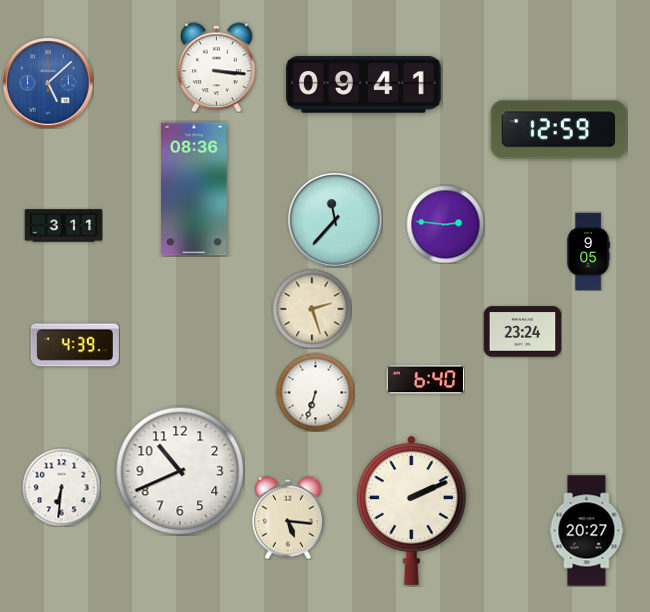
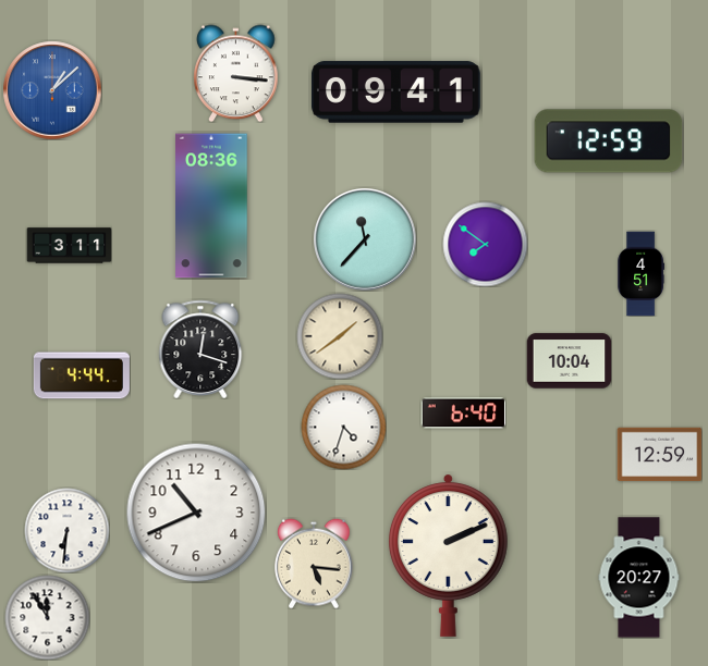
clock at (48, 83): 5:08 -> 1:08
clock at (445, 224): 2:46 -> 7:51
clock at (588, 251): 9:05 -> 4:51
clock at (312, 309): 2:27 -> 1:39
clock at (200, 349): none -> 12:18
clock at (522, 332): 23:24 -> 10:04
clock at (75, 345): 4:39 -> 4:44
clock at (315, 392): 6:33 -> 4:33
clock at (659, 455): none -> 12:59
clock at (47, 617): none -> 11:55
